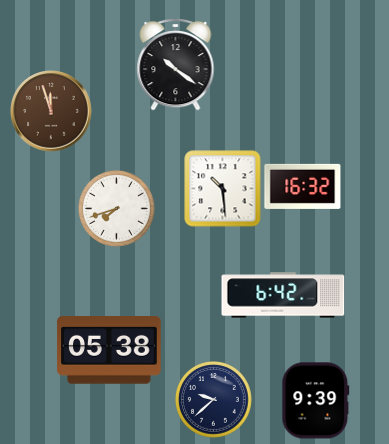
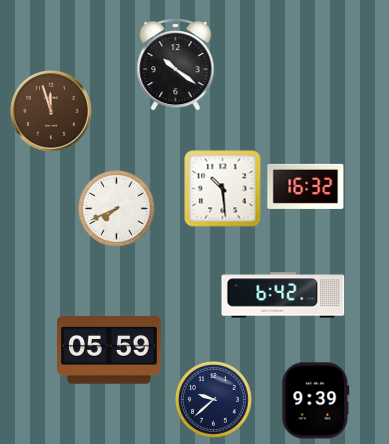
clock at (303, 186) position: (303, 186) -> (306, 186)
clock at (117, 209): 7:42 -> 7:41
clock at (109, 350): 05:38 -> 05:59
